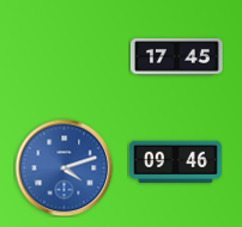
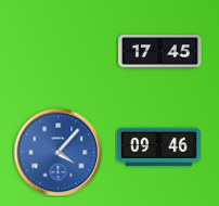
clock at (63, 167): 4:12 -> 4:07
